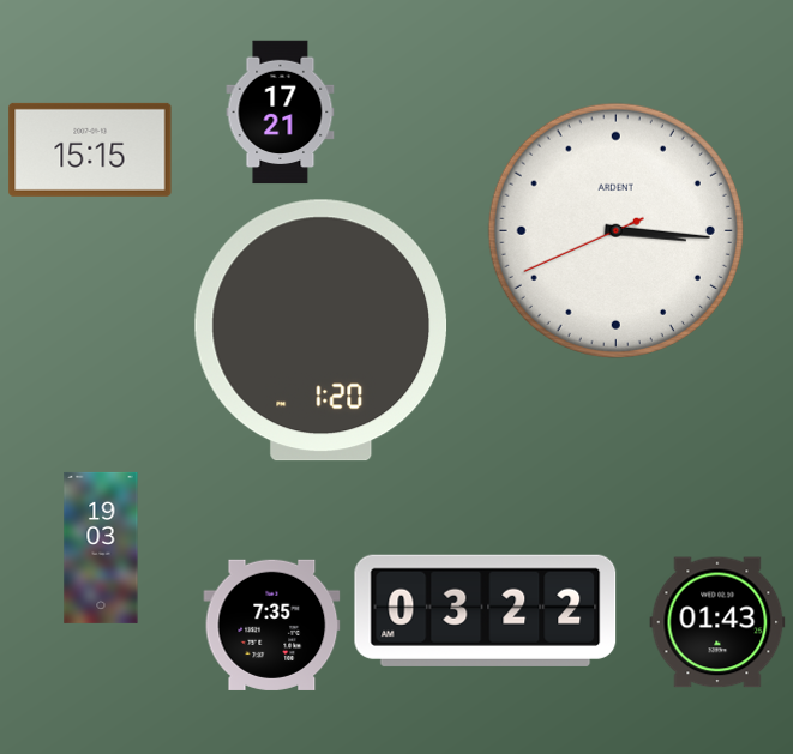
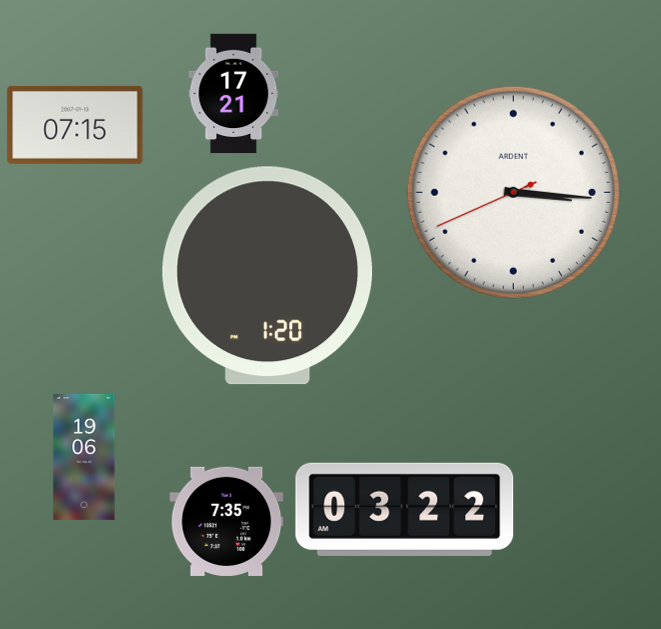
clock at (90, 150): 15:15 -> 07:15
clock at (101, 548): 19:03 -> 19:06
clock at (717, 622): 01:43 -> none
